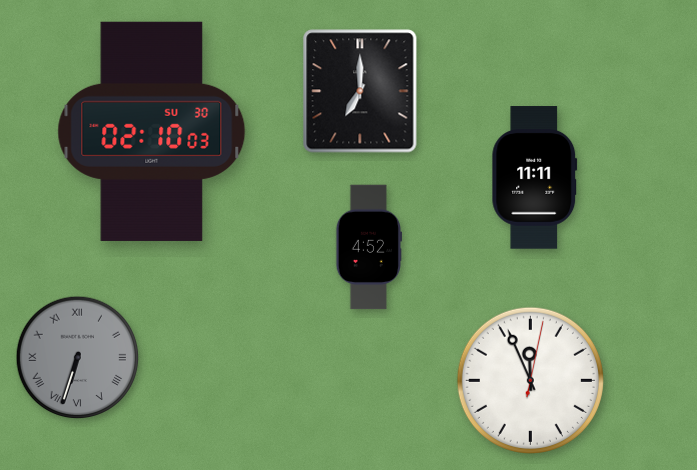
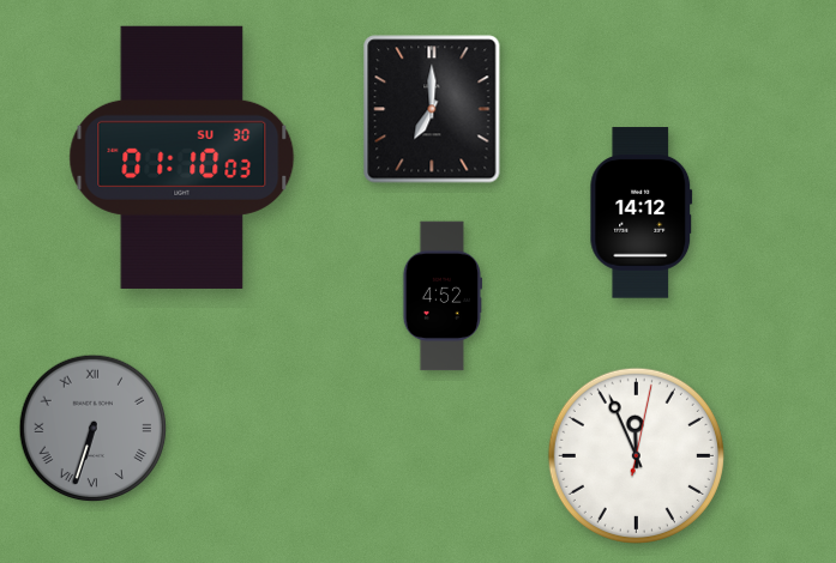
clock at (152, 131): 02:10 -> 01:10
clock at (535, 178): 11:11 -> 14:12
